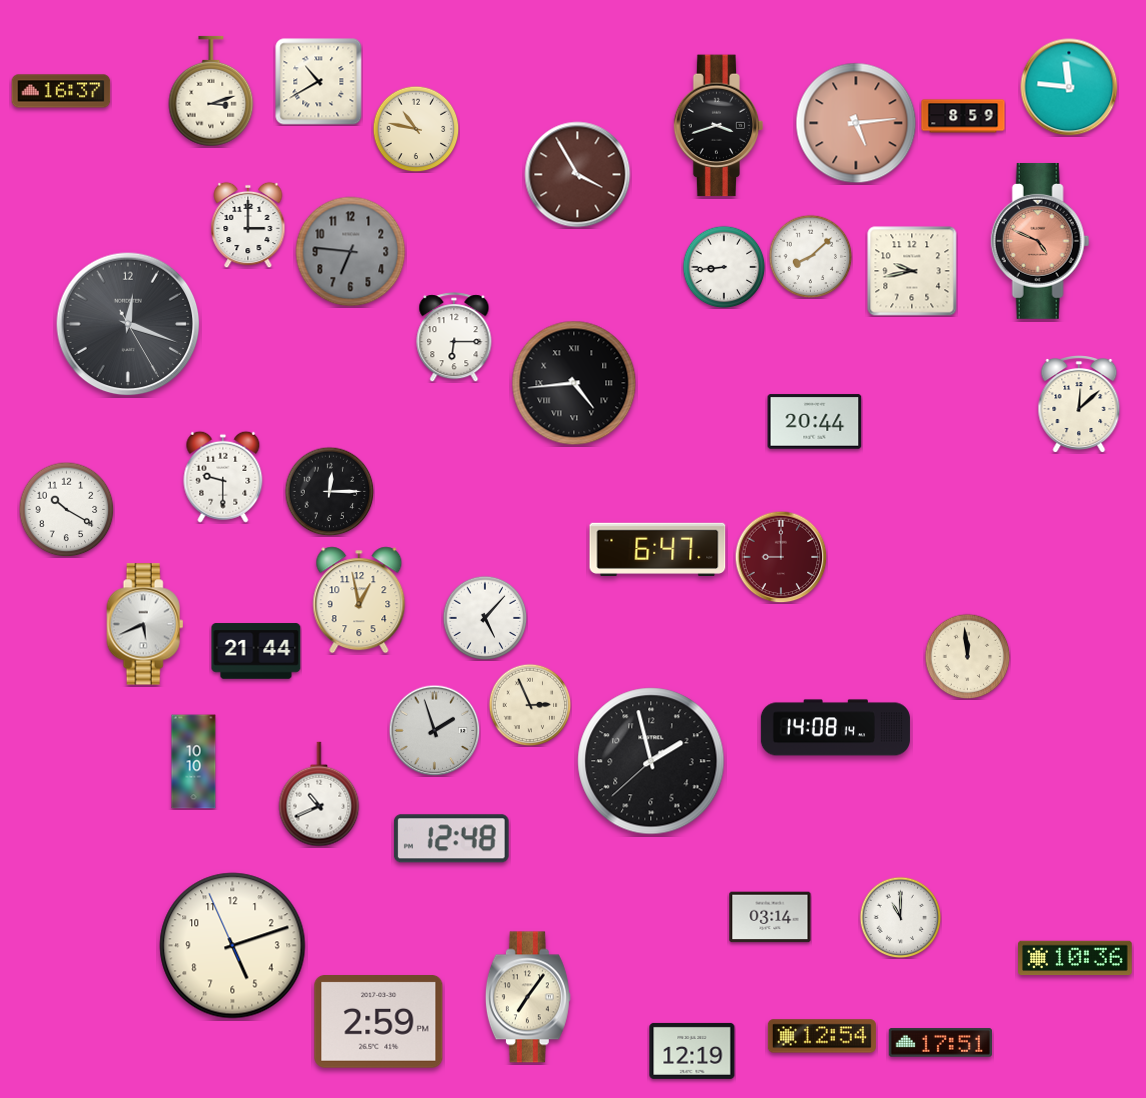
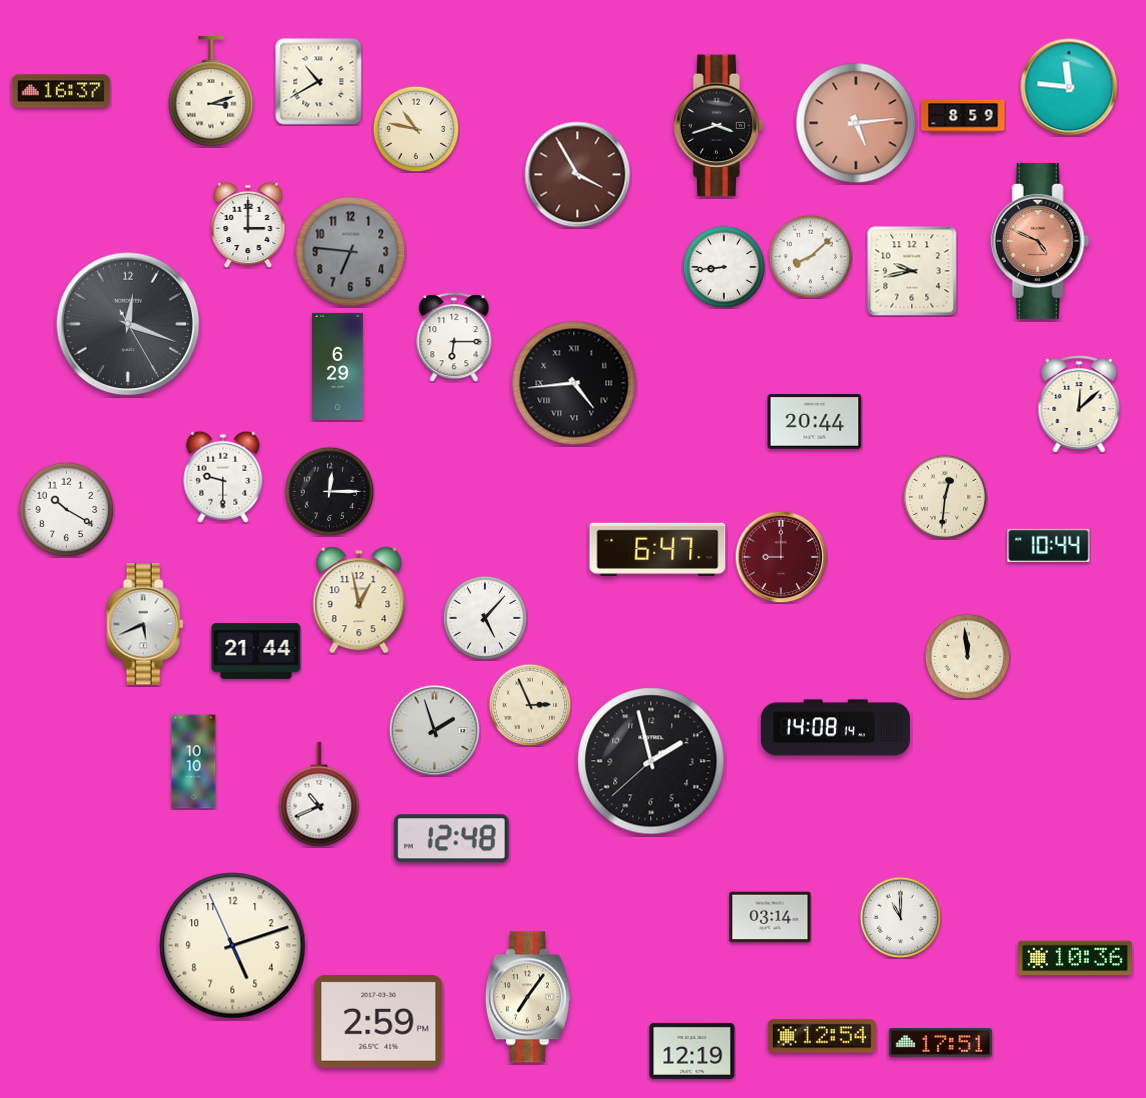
clock at (338, 366): none -> 6:29
clock at (945, 497): none -> 12:31
clock at (1049, 545): none -> 10:44
